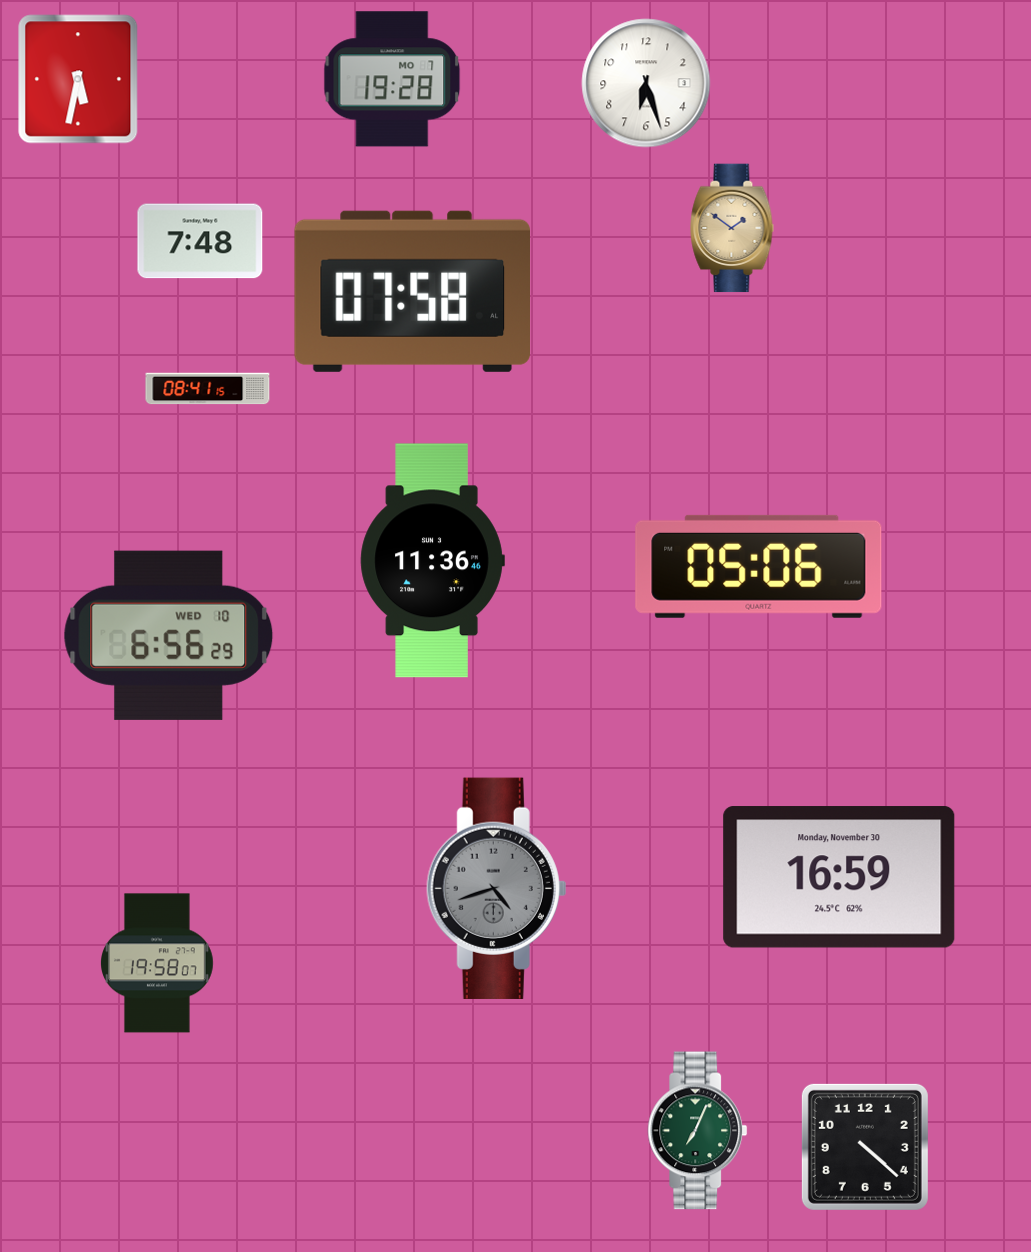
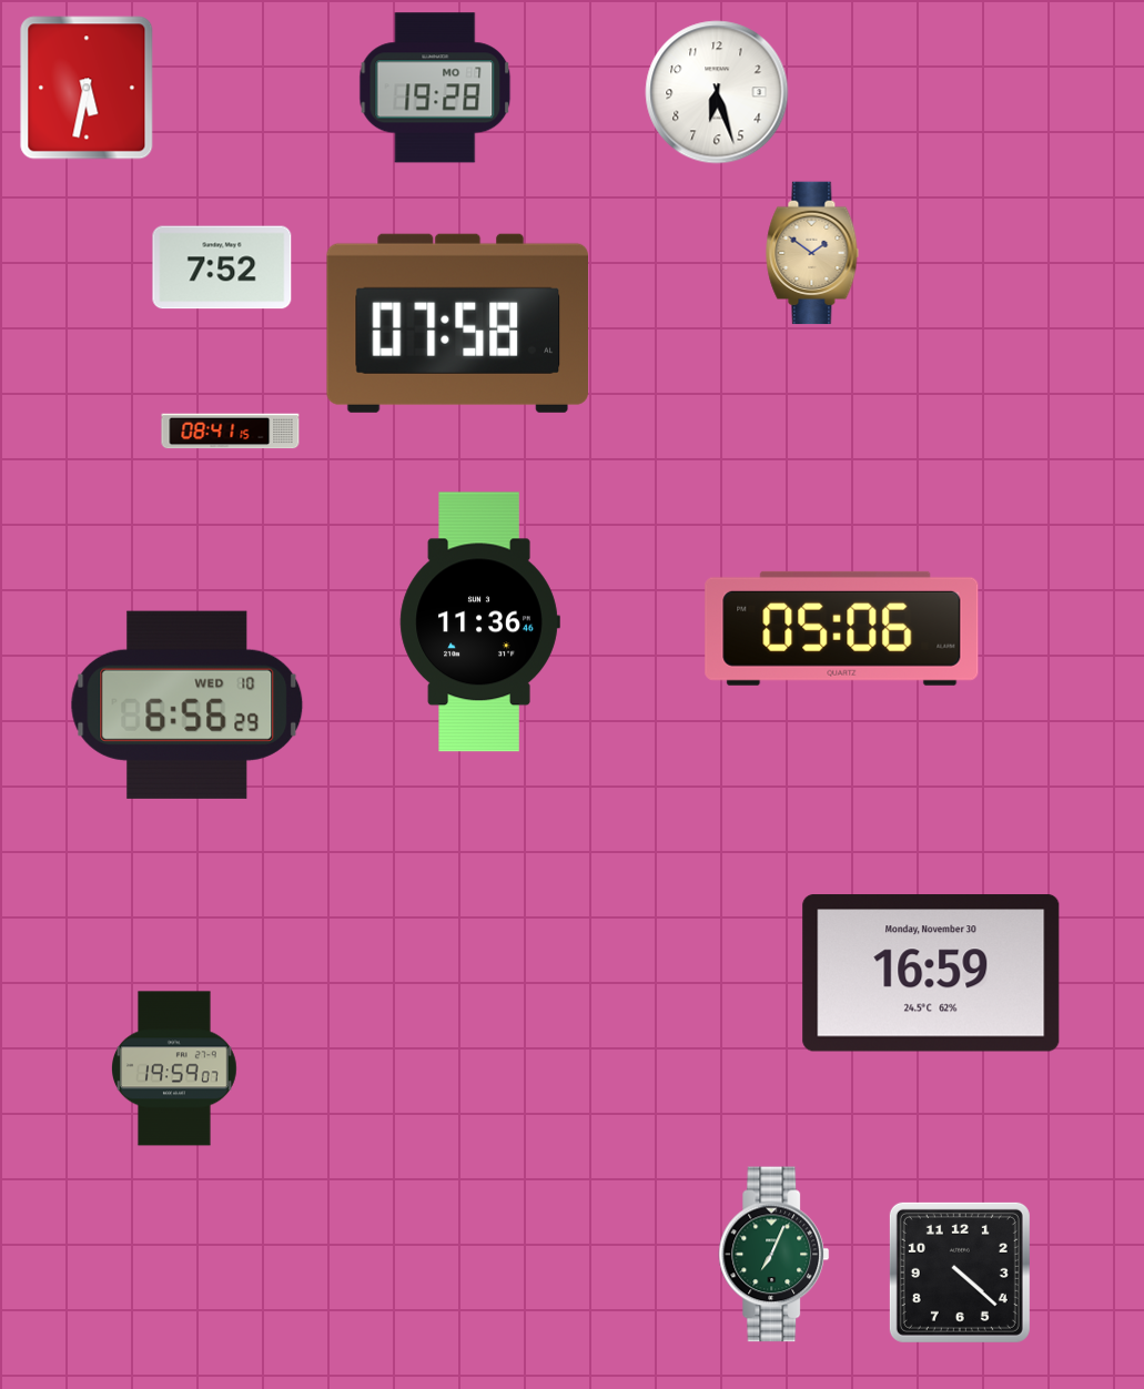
clock at (200, 241): 7:48 -> 7:52
clock at (497, 888): 4:42 -> none
clock at (158, 963): 19:58 -> 19:59
